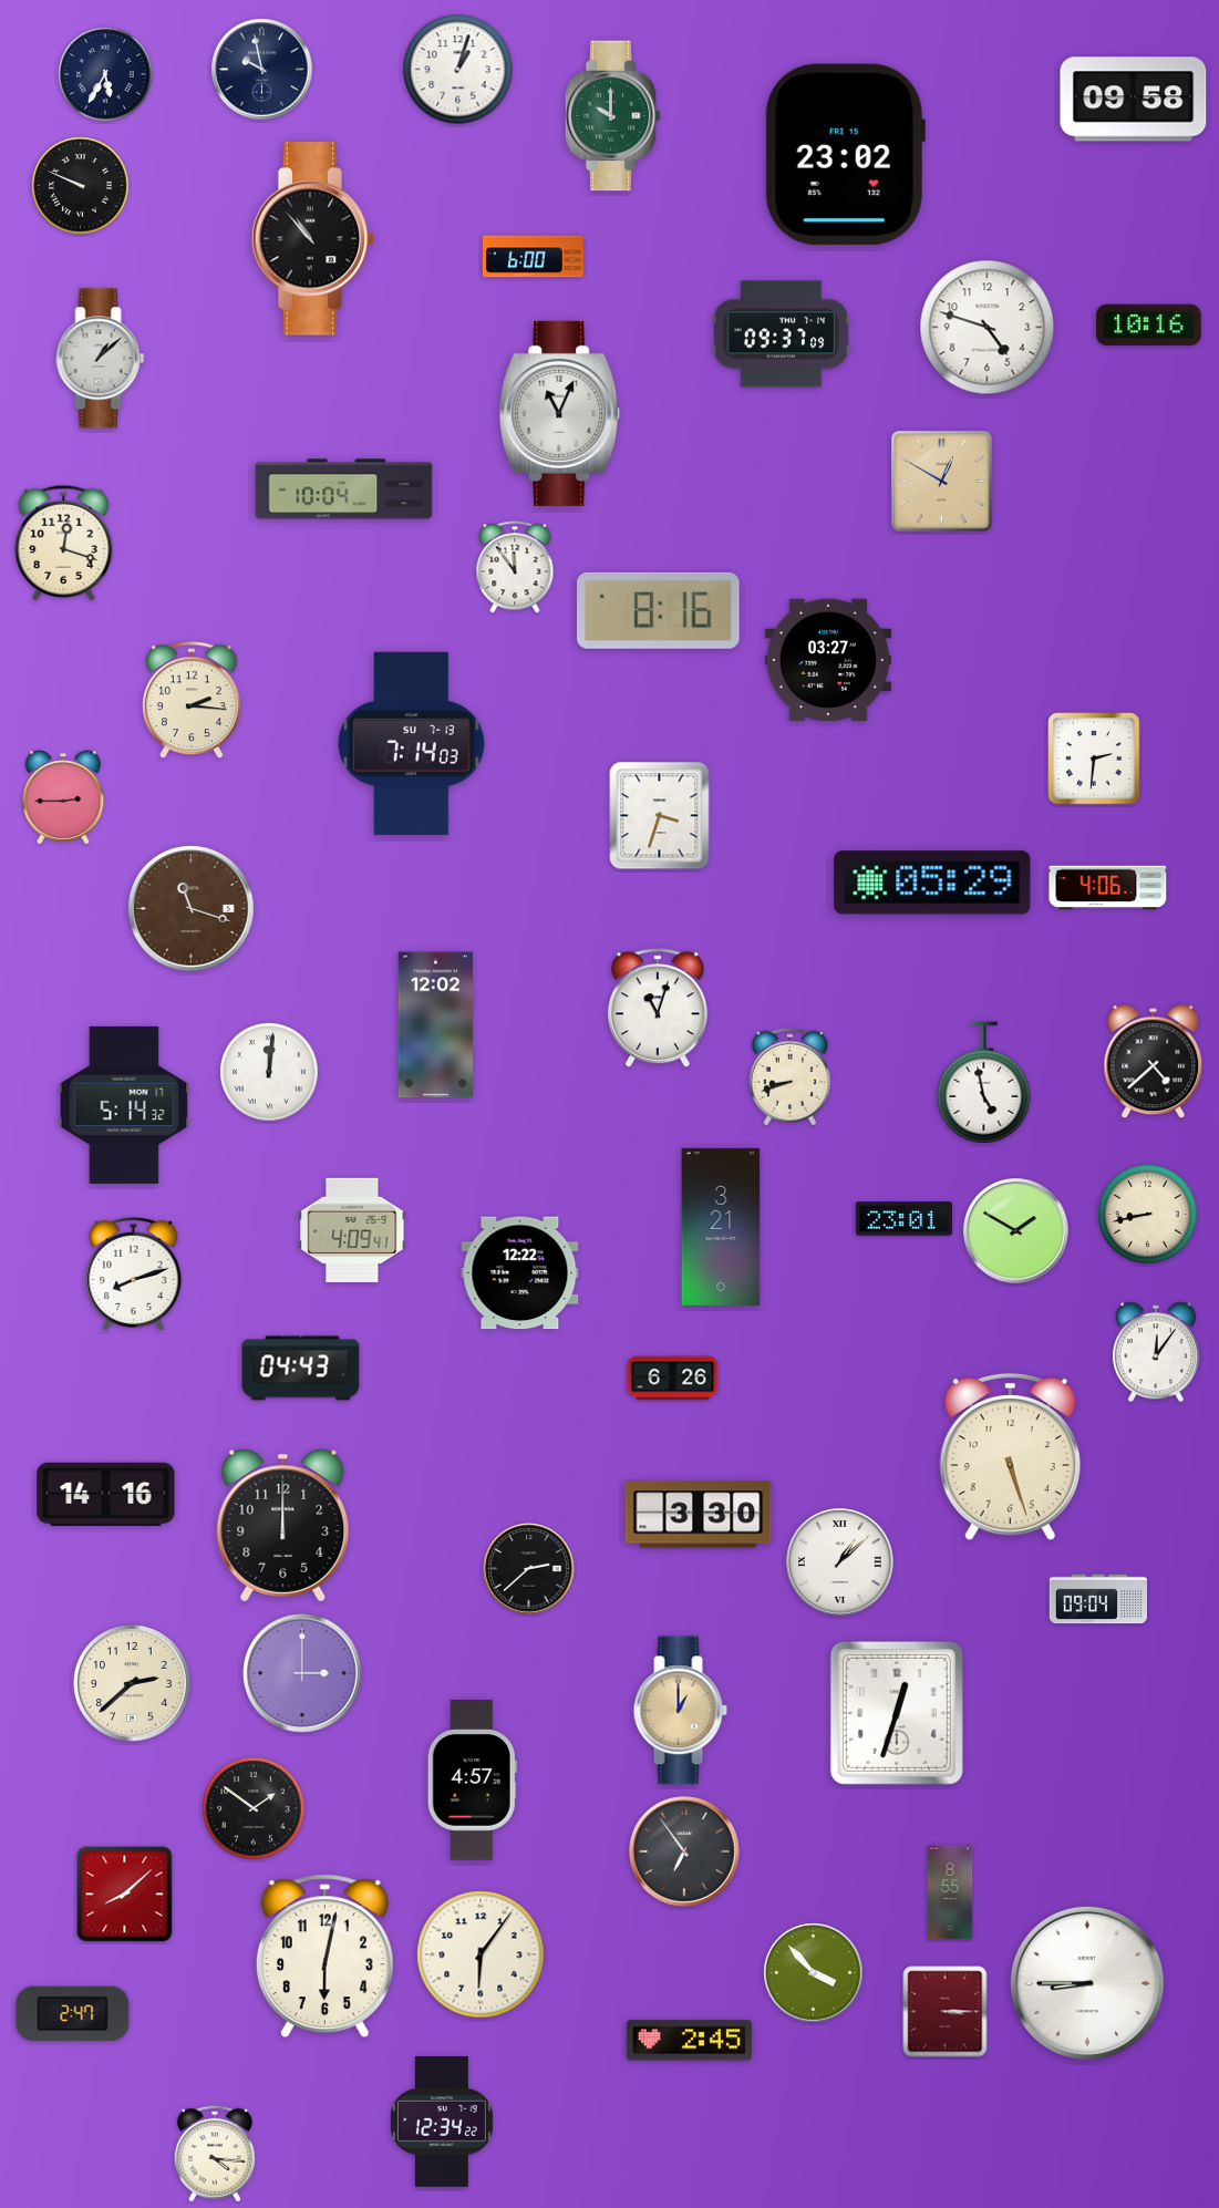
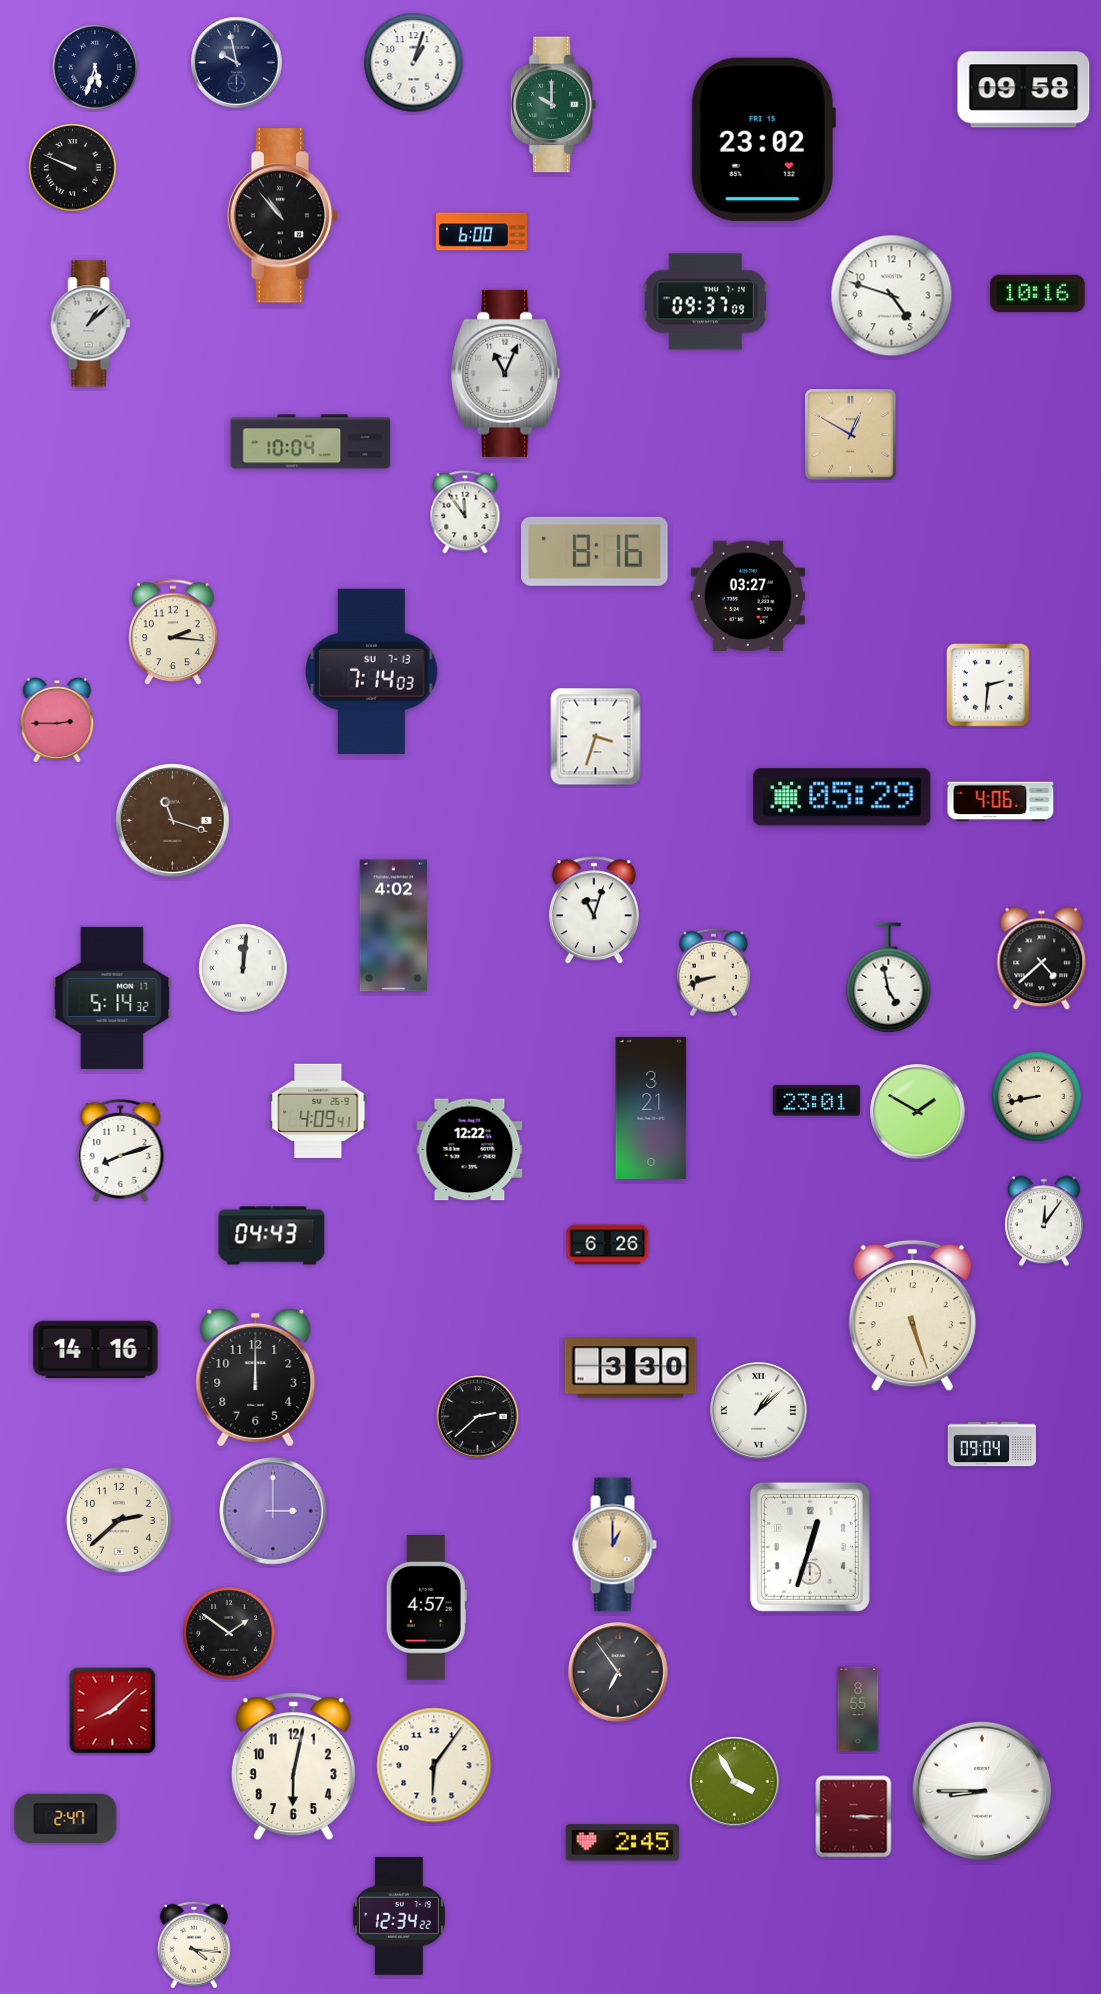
clock at (105, 74): 5:35 -> 5:33
clock at (64, 543): 12:18 -> none
clock at (435, 1025): 12:02 -> 4:02
clock at (814, 1973): 3:53 -> 3:55
